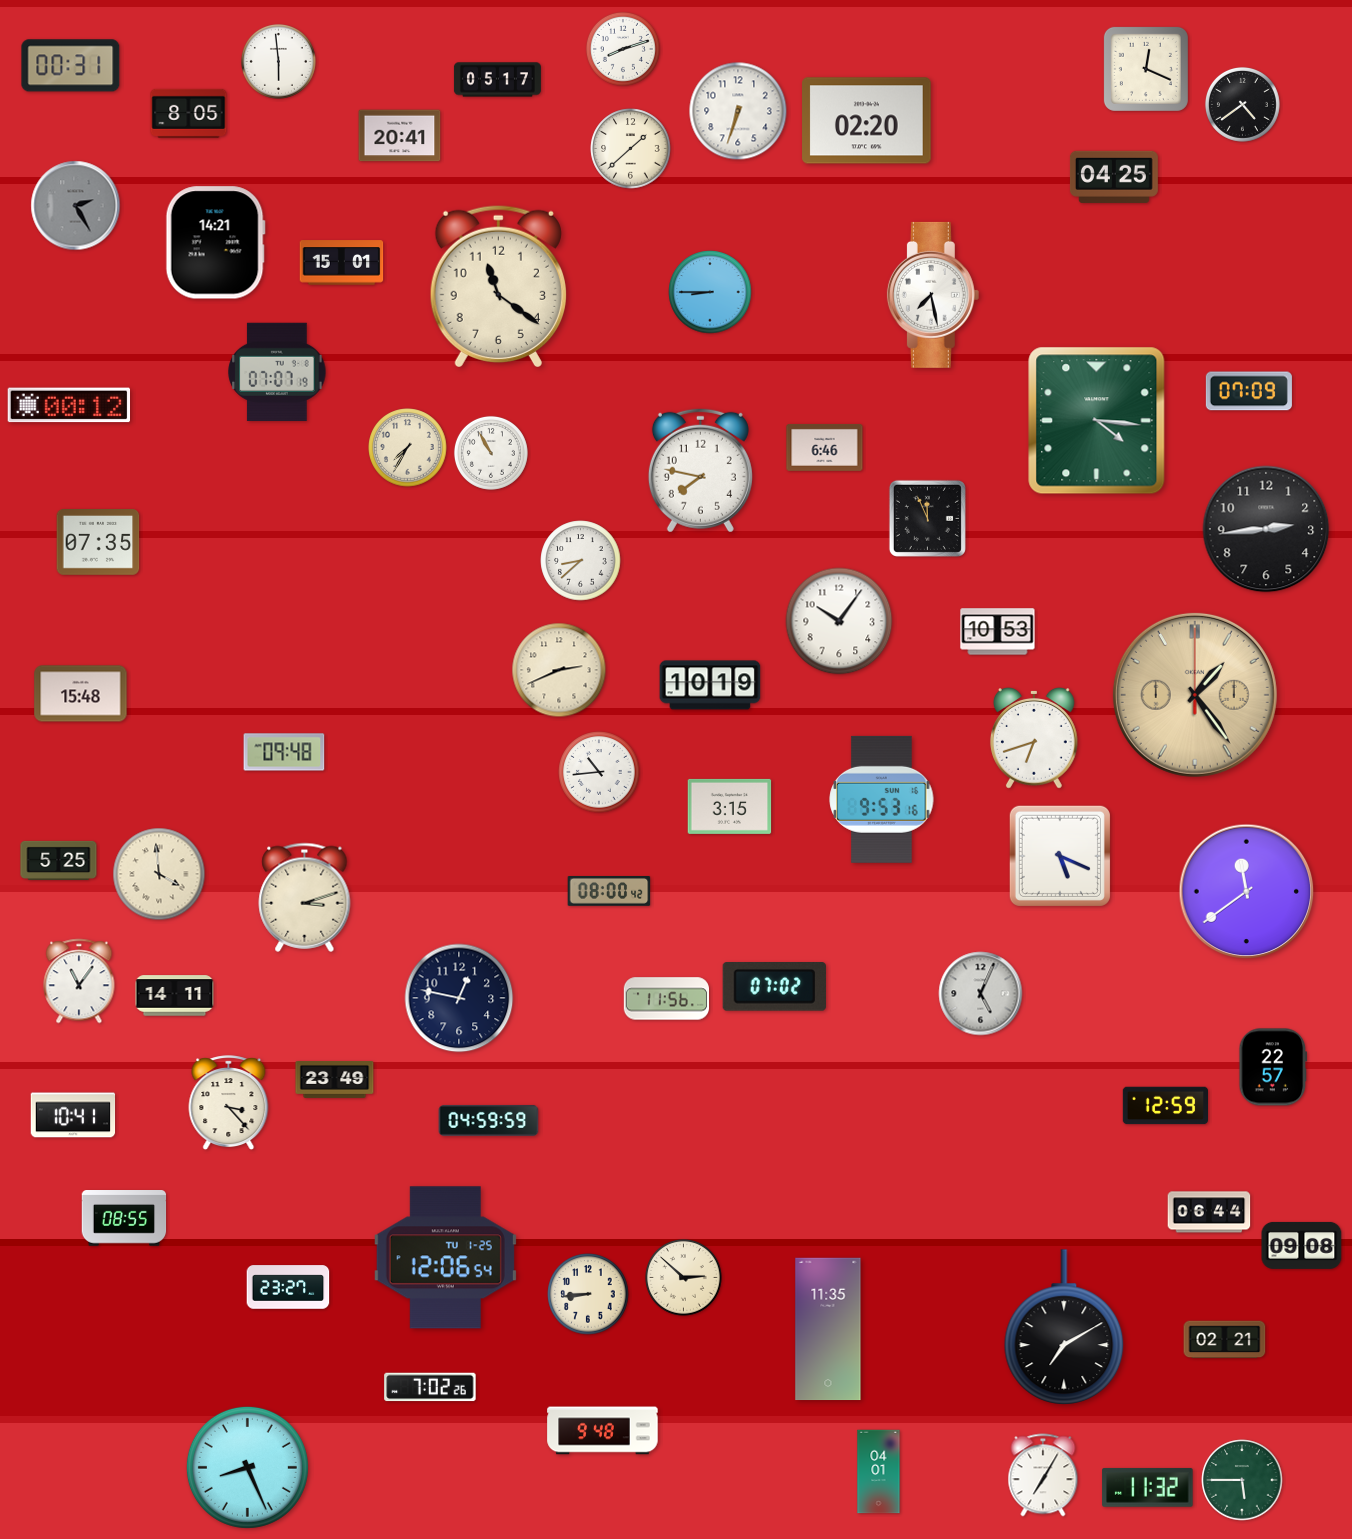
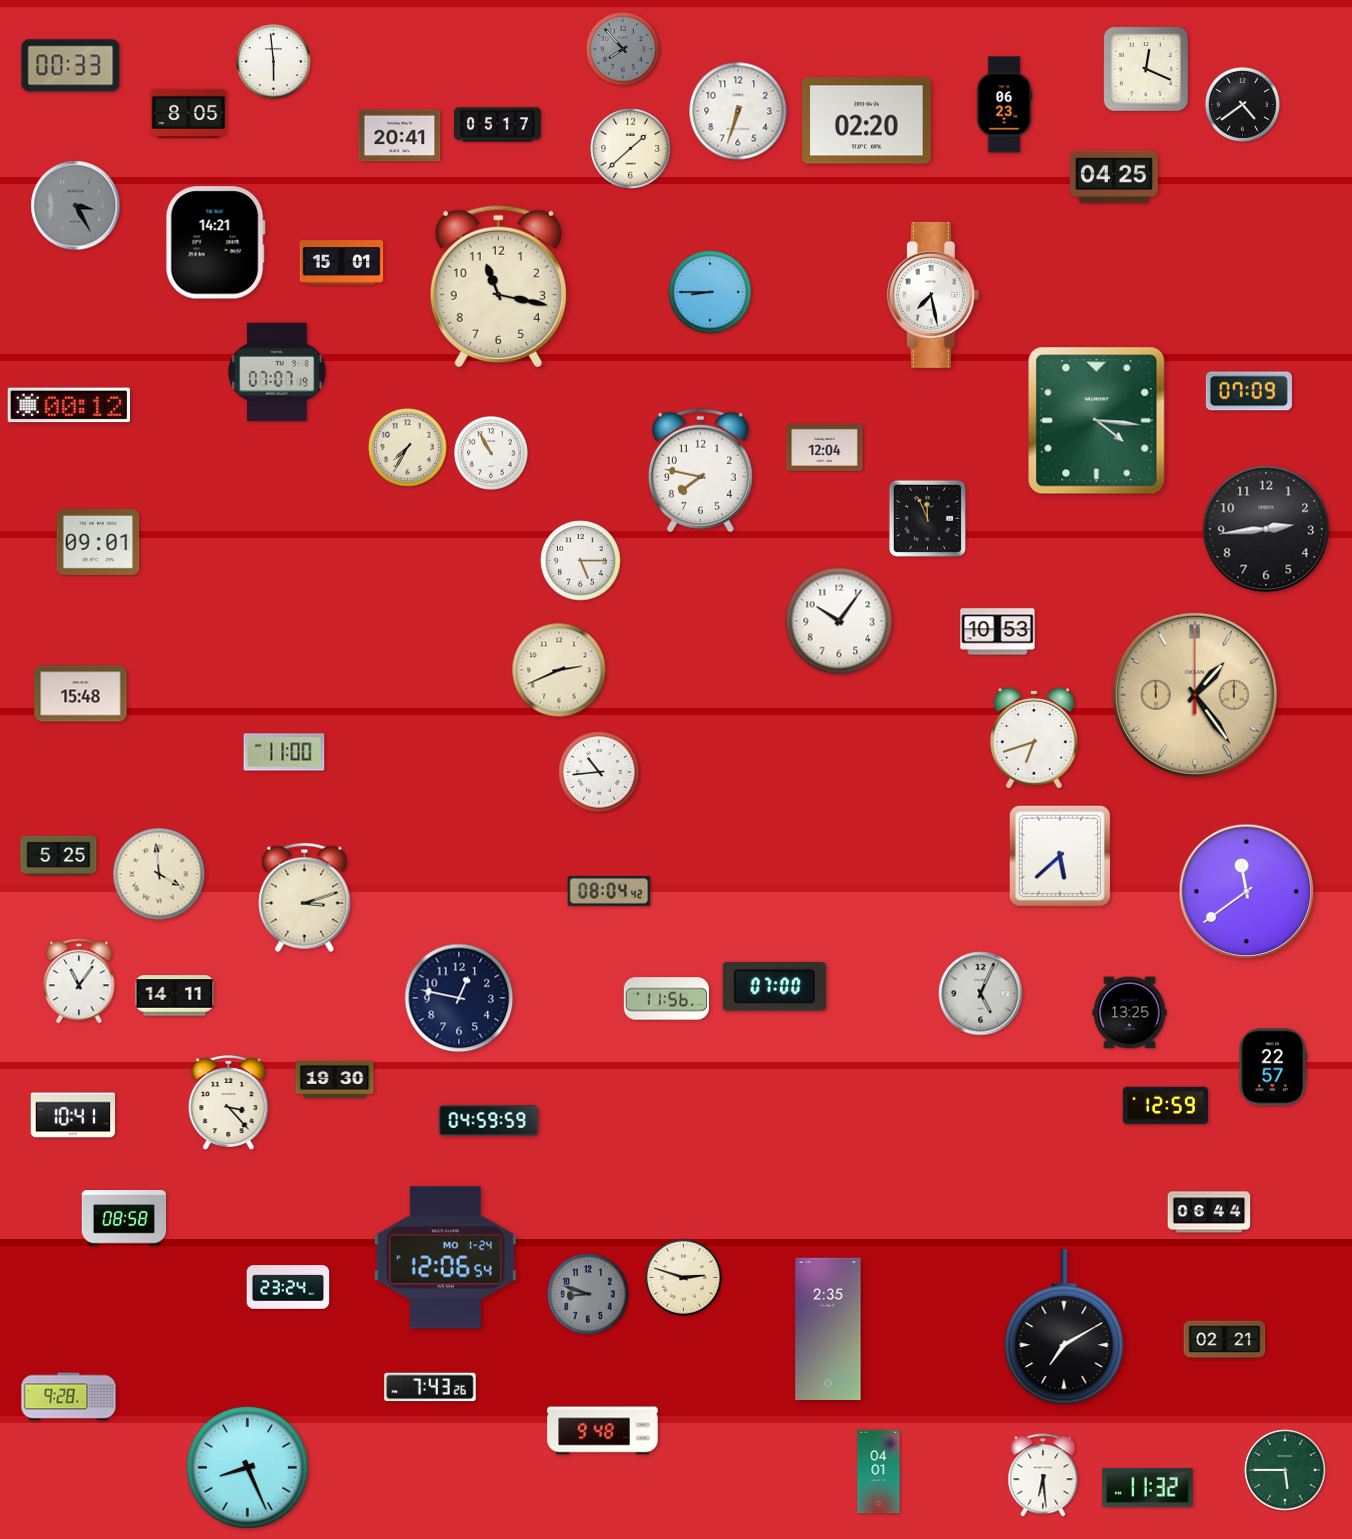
clock at (623, 49): 8:12 -> 7:53
clock at (623, 49) dial: white -> grey
clock at (278, 61) position: (278, 61) -> (273, 61)
clock at (71, 66): 00:31 -> 00:33
clock at (497, 80) position: (497, 80) -> (497, 125)
clock at (1004, 105): none -> 06:23
clock at (76, 206): 2:25 -> 3:25
clock at (498, 286): 11:21 -> 11:17
clock at (825, 447): 6:46 -> 12:04
clock at (98, 543): 07:35 -> 09:01
clock at (581, 561): 8:38 -> 5:15
clock at (710, 685): 10:19 -> none
clock at (284, 752): 09:48 -> 11:00
clock at (882, 799): 9:53 -> none
clock at (730, 806): 3:15 -> none
clock at (1060, 856): 5:19 -> 5:38
clock at (59, 860) position: (59, 860) -> (59, 855)
clock at (609, 892): 08:00 -> 08:04
clock at (774, 987): 07:02 -> 07:00
clock at (1130, 1013): none -> 13:25
clock at (335, 1079): 23:49 -> 19:30
clock at (124, 1219): 08:55 -> 08:58
clock at (1302, 1245): 09:08 -> none
clock at (445, 1258) date: TU 1-25 -> MO 1-24
clock at (684, 1278): 2:52 -> 2:48
clock at (288, 1287): 23:27 -> 23:24
clock at (588, 1294): 8:44 -> 8:48
clock at (588, 1294) dial: cream -> grey
clock at (828, 1329): 11:35 -> 2:35
clock at (430, 1387): 7:02 -> 7:43
clock at (69, 1397): none -> 9:28
clock at (1043, 1475): 7:05 -> 6:29
clock at (1242, 1480) position: (1242, 1480) -> (1285, 1470)
